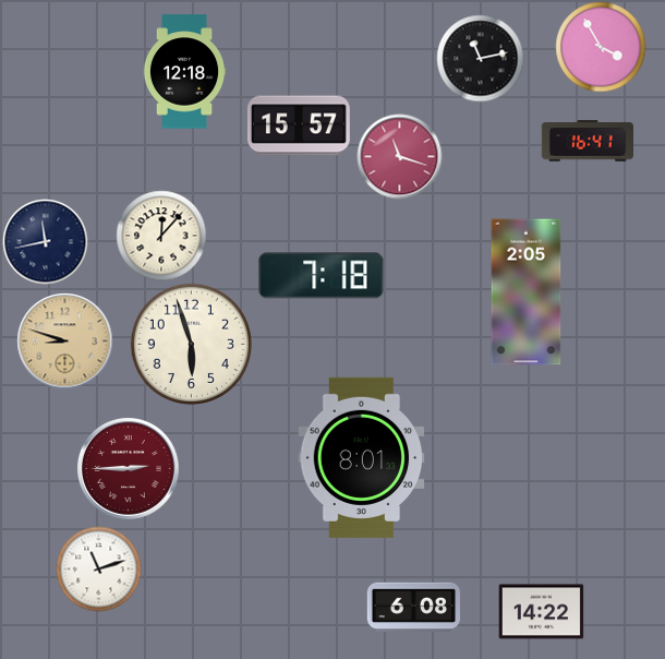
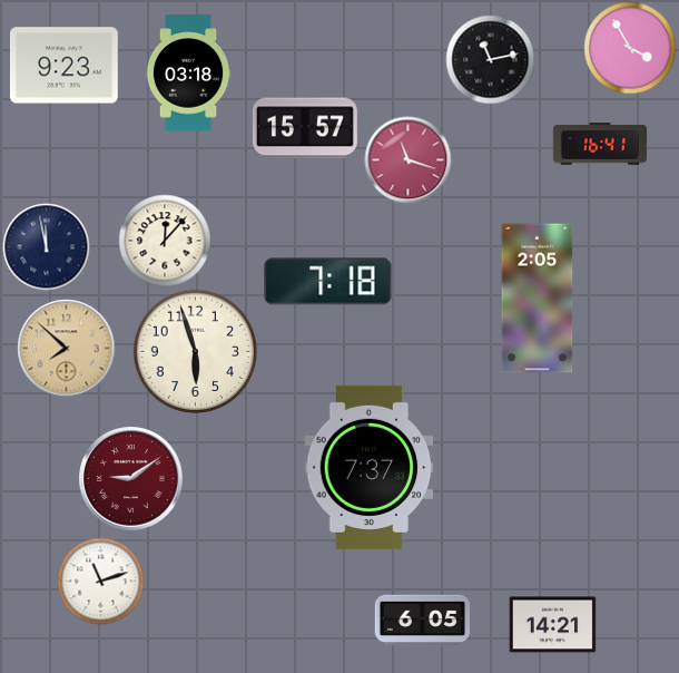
clock at (601, 47) position: (601, 47) -> (630, 48)
clock at (65, 66): none -> 9:23
clock at (184, 72): 12:18 -> 03:18
clock at (45, 241): 11:43 -> 11:58
clock at (64, 340): 8:48 -> 7:52
clock at (362, 457): 8:01 -> 7:37
clock at (129, 469): 2:45 -> 9:09
clock at (413, 608): 6:08 -> 6:05
clock at (541, 612): 14:22 -> 14:21
